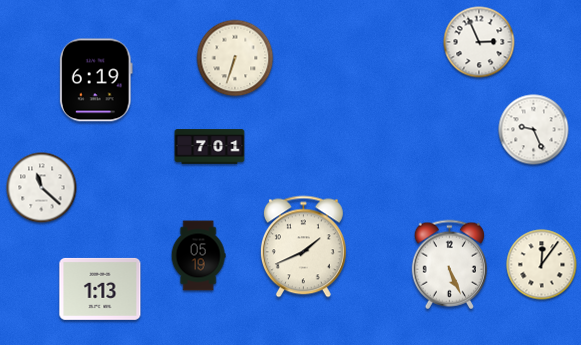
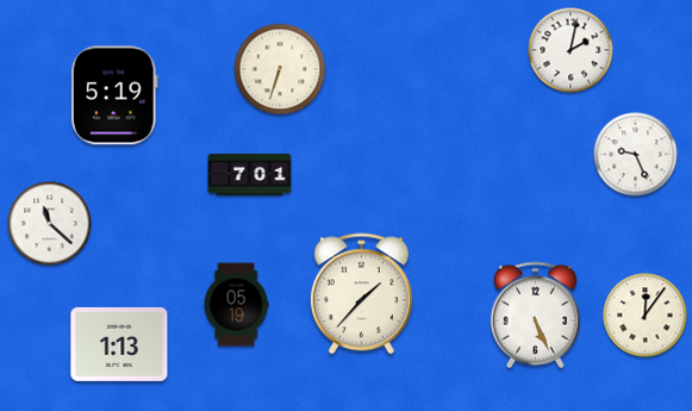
clock at (479, 42): 2:56 -> 2:02
clock at (96, 80): 6:19 -> 5:19
clock at (303, 247): 1:41 -> 1:37
